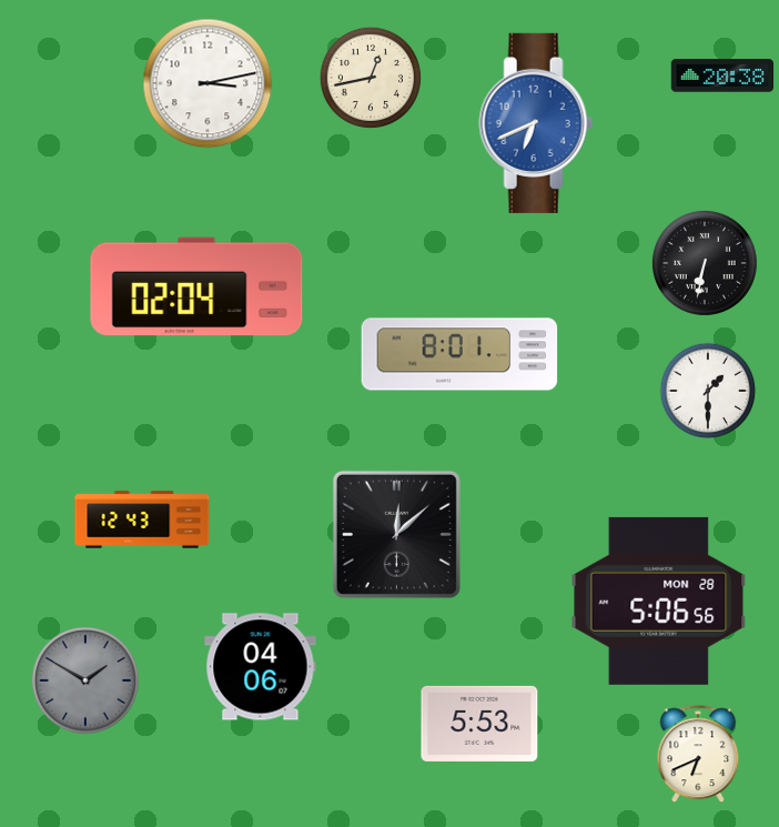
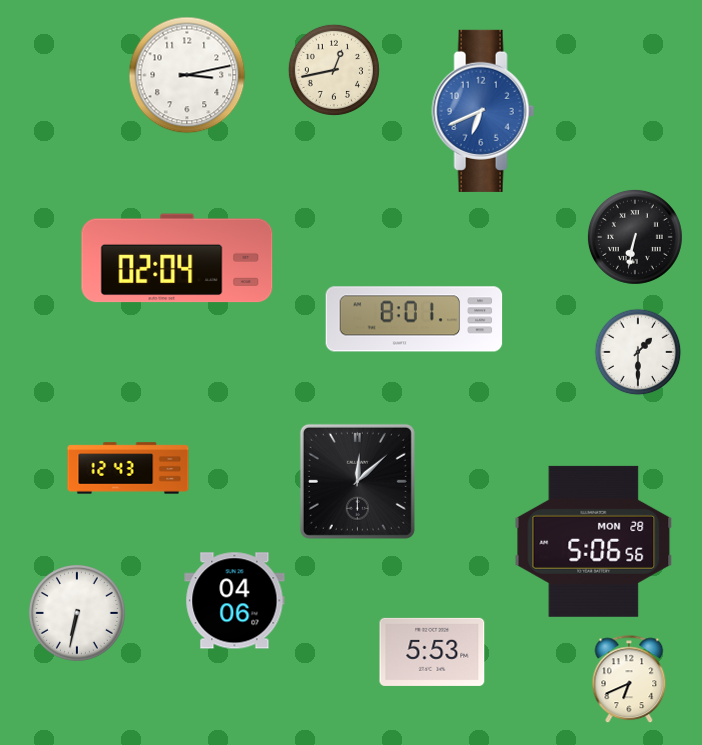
clock at (722, 75): 20:38 -> none
clock at (87, 682): 1:50 -> 6:32
clock at (87, 682) dial: grey -> white
